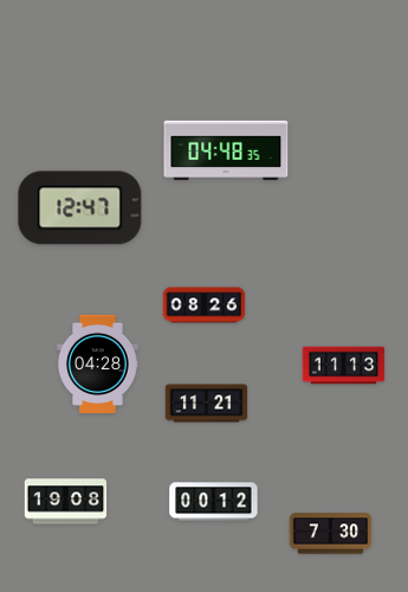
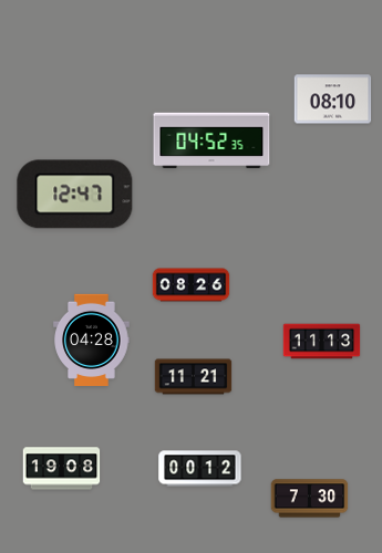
clock at (333, 100): none -> 08:10
clock at (226, 150): 04:48 -> 04:52
